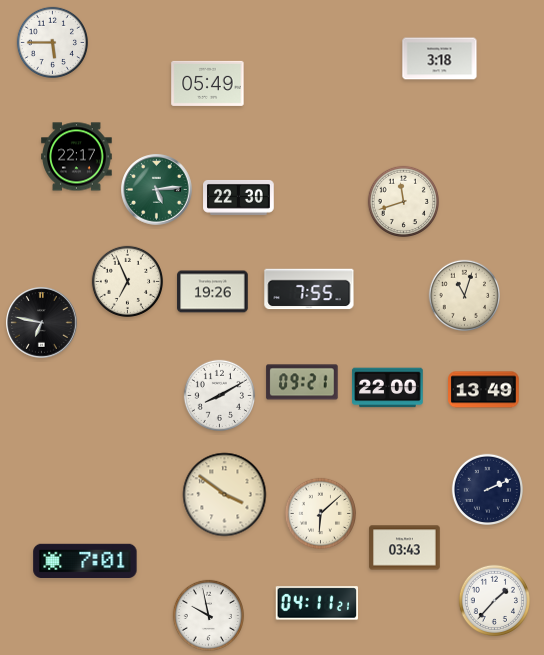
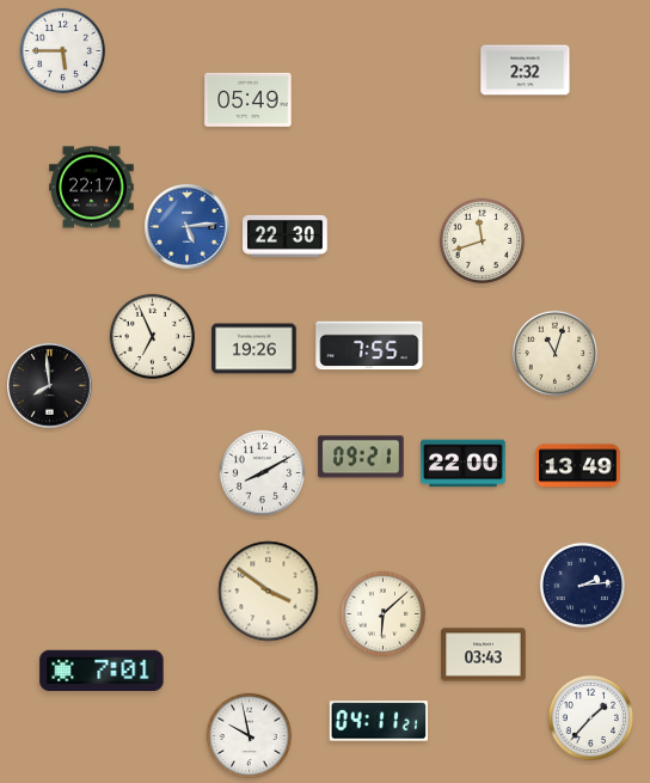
clock at (440, 59): 3:18 -> 2:32
clock at (157, 190) dial: green -> blue
clock at (42, 323): 6:47 -> 7:59
clock at (487, 489): 2:11 -> 2:14
